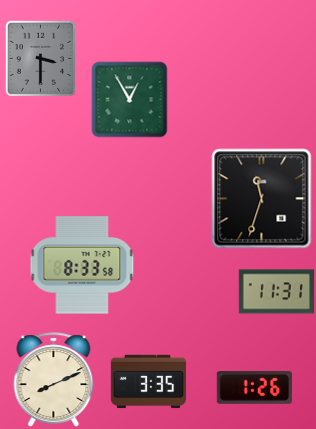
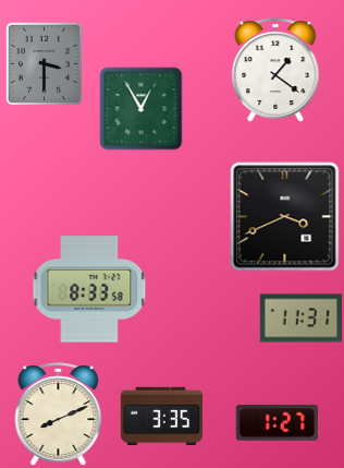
clock at (275, 70): none -> 1:21
clock at (262, 199): 11:33 -> 3:41
clock at (254, 388): 1:26 -> 1:27
